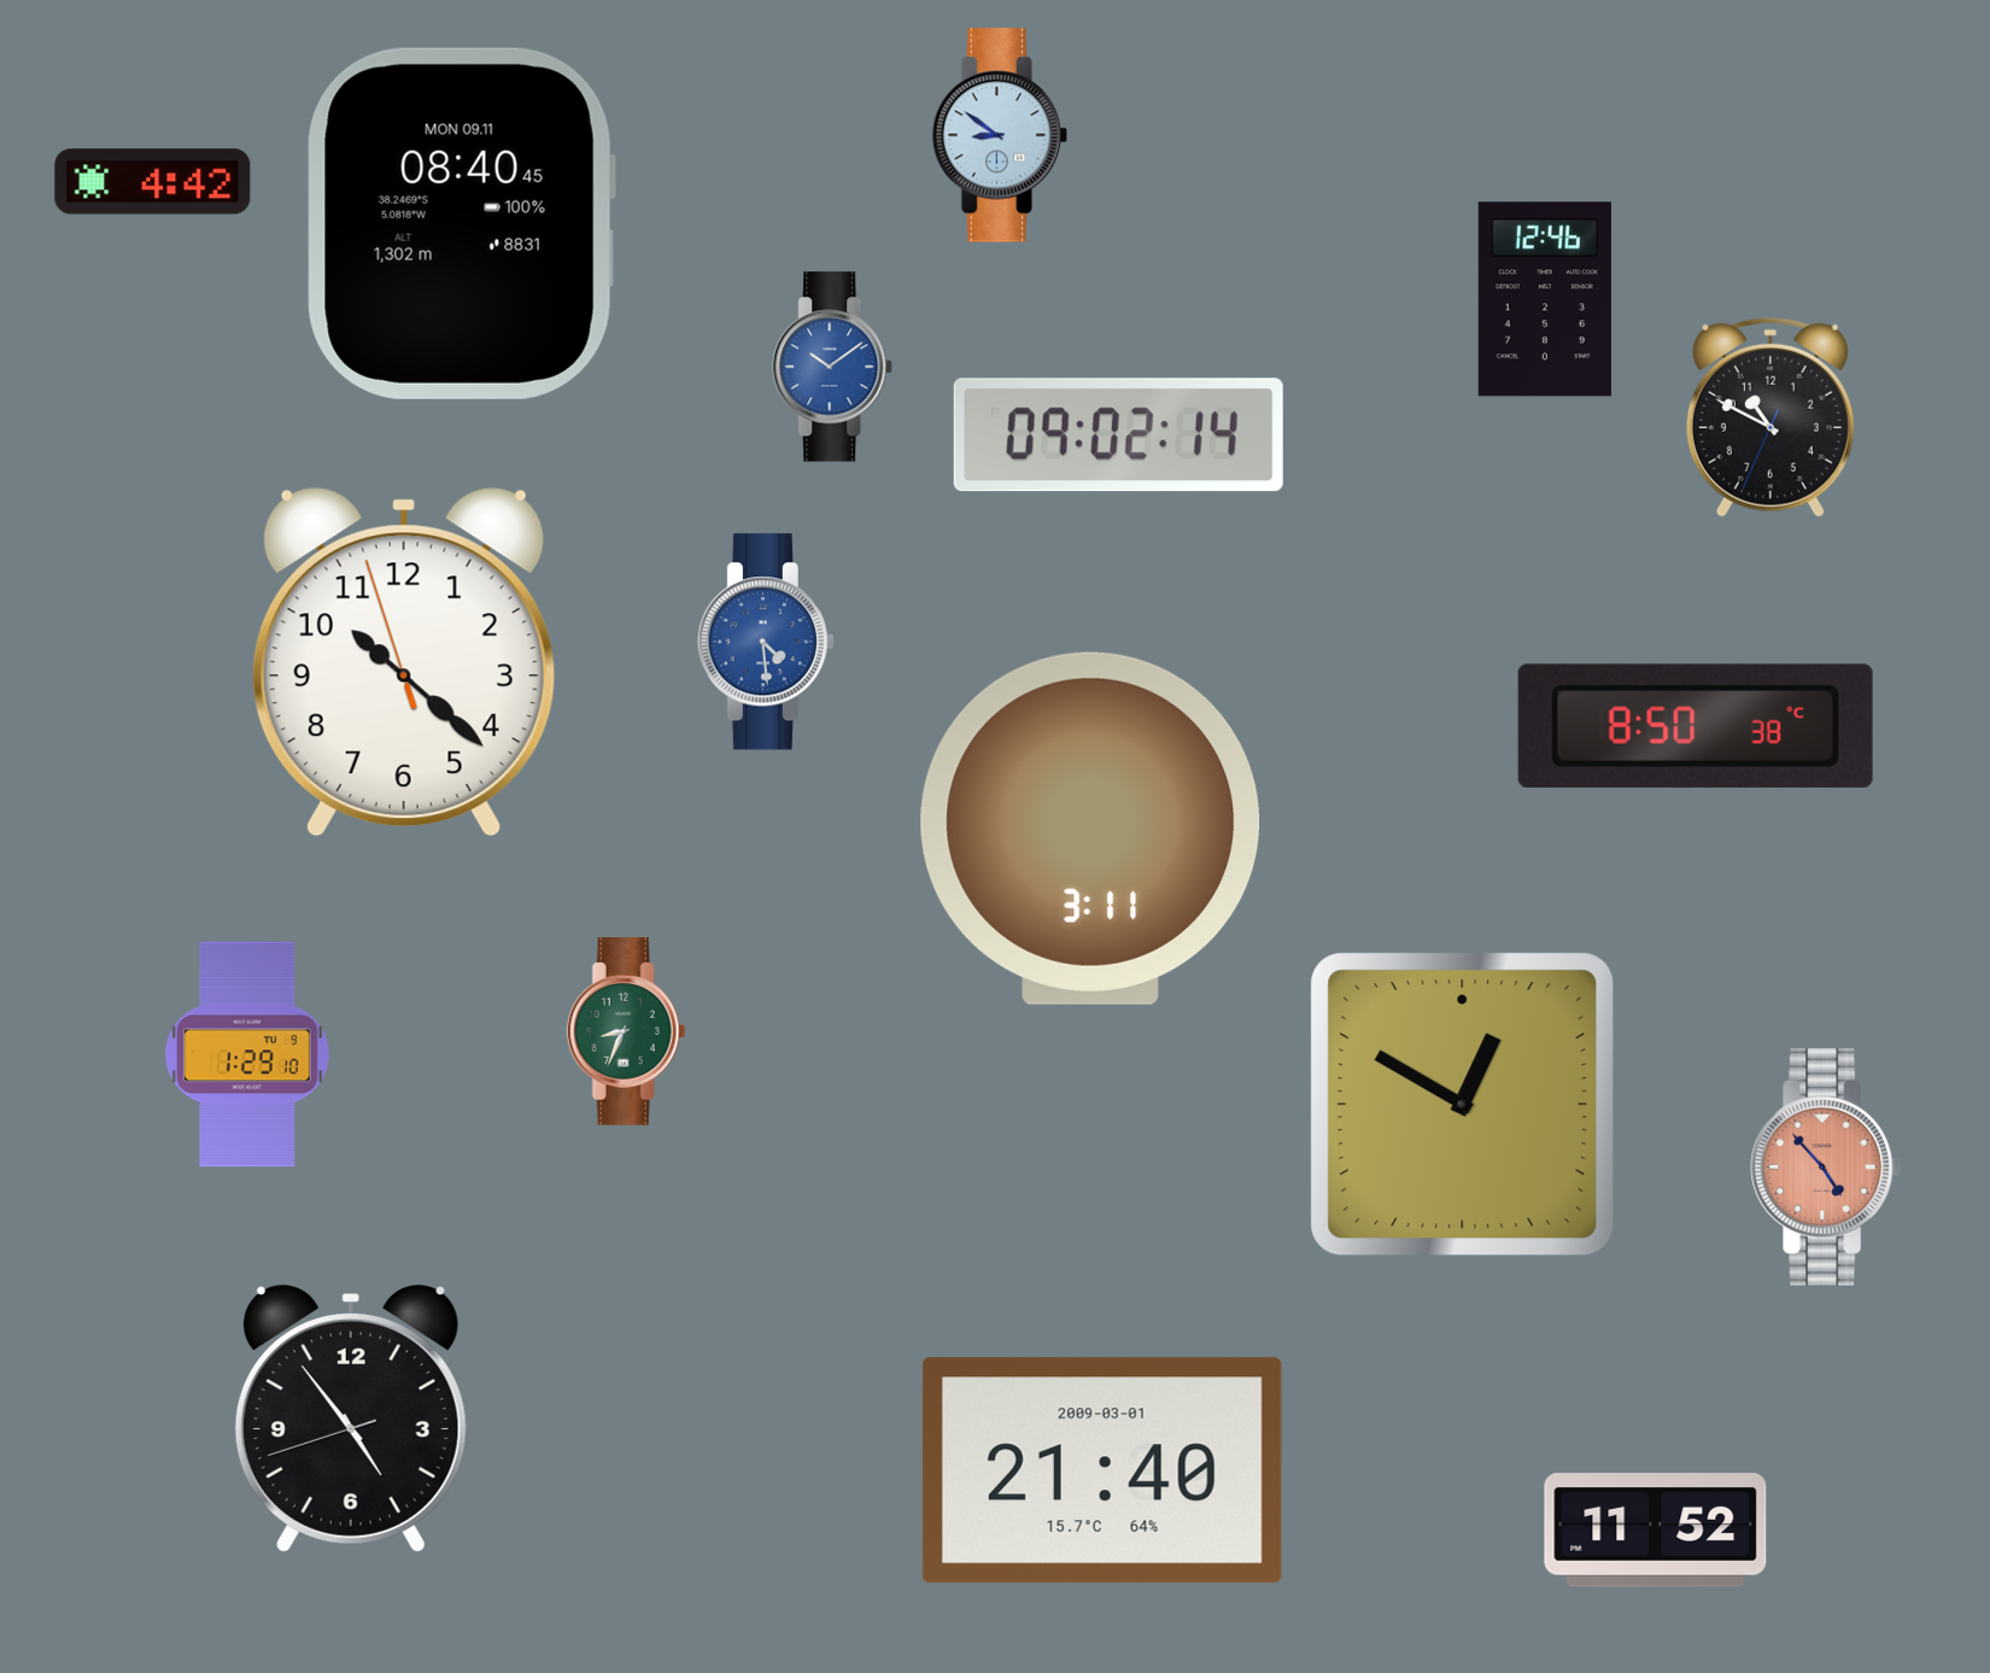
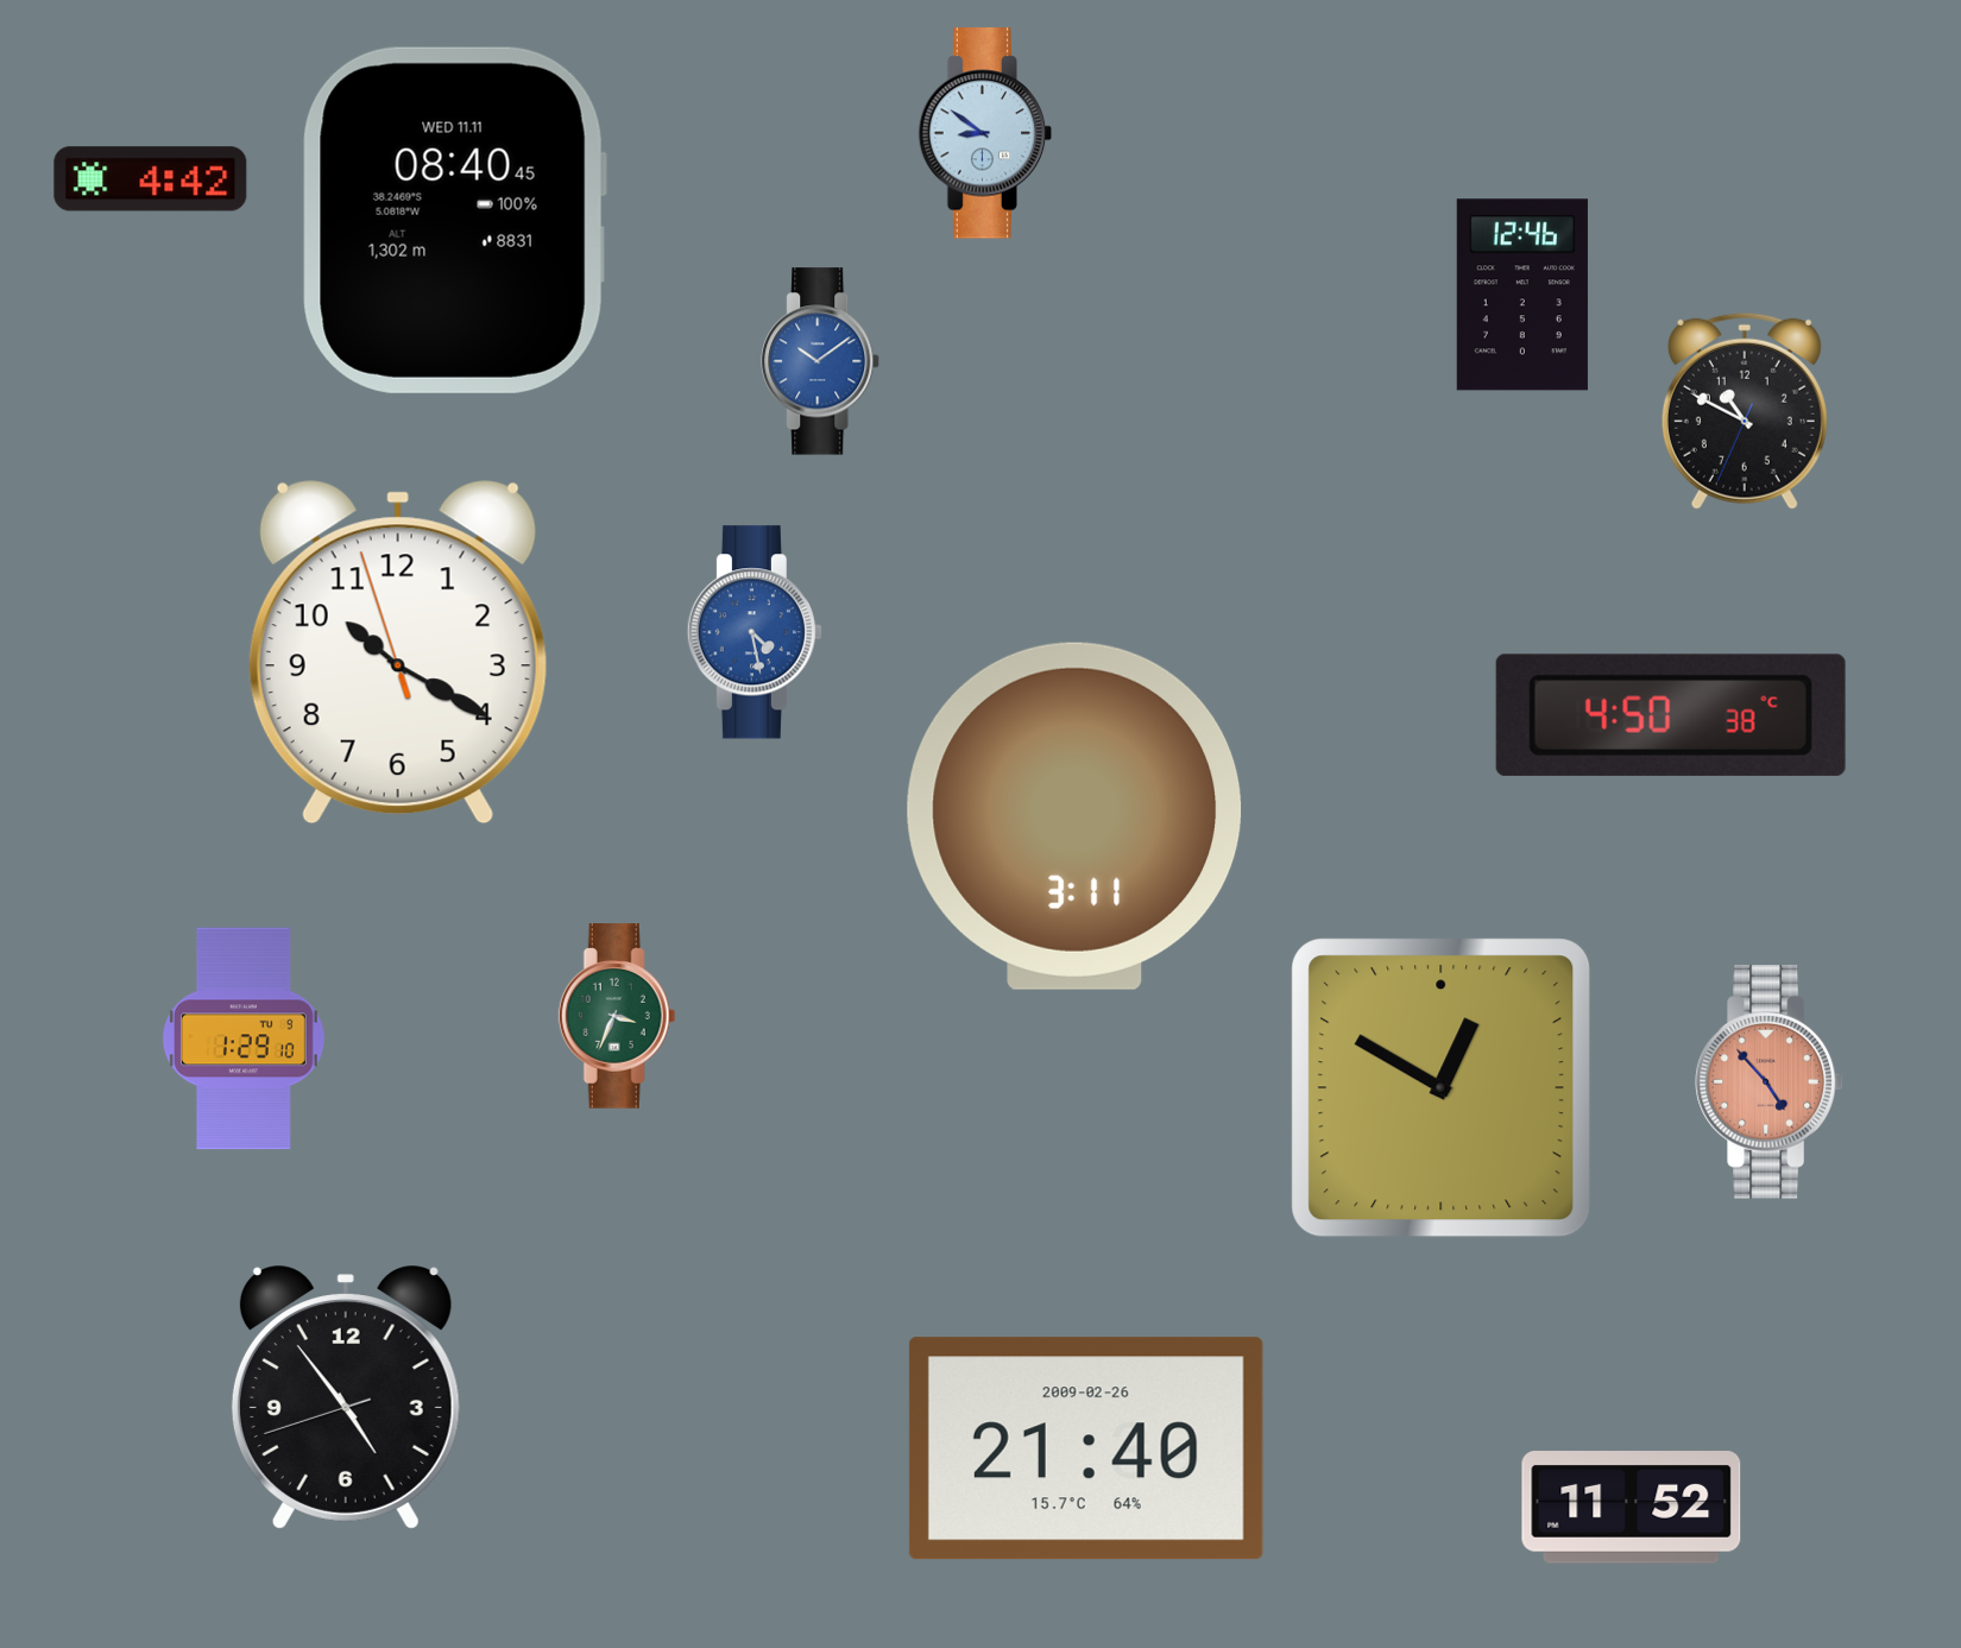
clock at (461, 223) date: MON 09.11 -> WED 11.11
clock at (1118, 435): 09:02 -> none
clock at (766, 642): 4:29 -> 4:28
clock at (404, 662): 10:21 -> 10:19
clock at (1696, 726): 8:50 -> 4:50
clock at (626, 1031): 8:34 -> 3:34
clock at (1826, 1168) position: (1826, 1168) -> (1770, 1082)
clock at (1102, 1470) date: 2009-03-01 -> 2009-02-26
